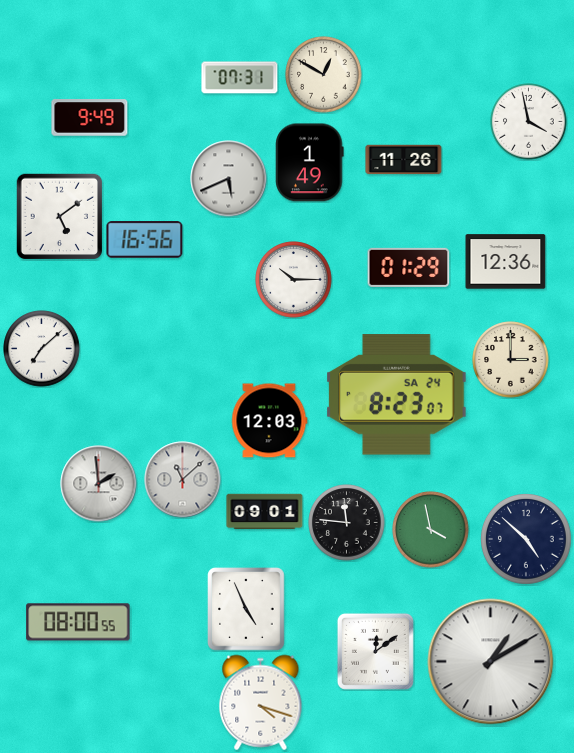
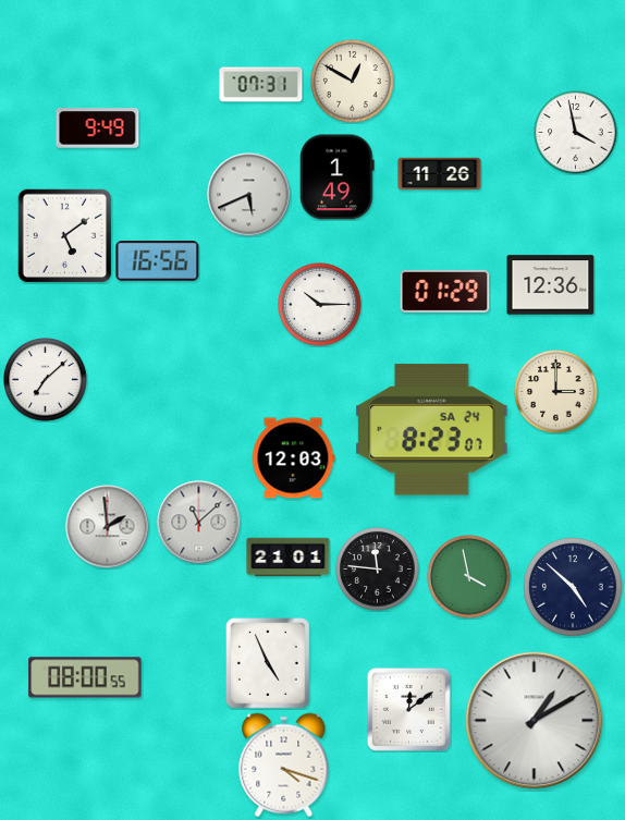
clock at (265, 512): 09:01 -> 21:01
